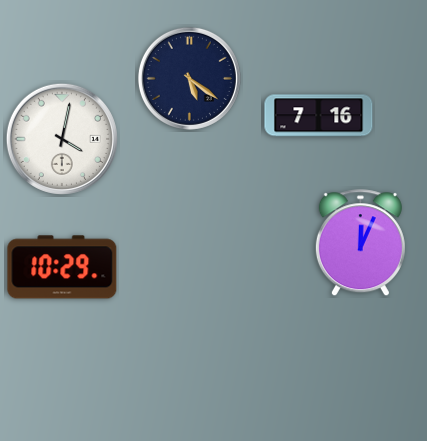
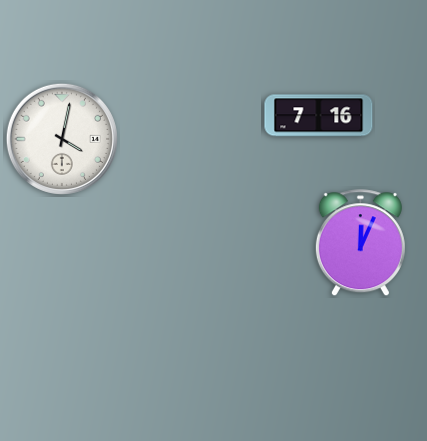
clock at (189, 78): 5:21 -> none
clock at (62, 267): 10:29 -> none
